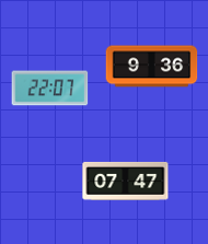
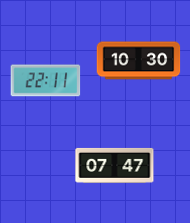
clock at (152, 67): 9:36 -> 10:30
clock at (50, 89): 22:07 -> 22:11
